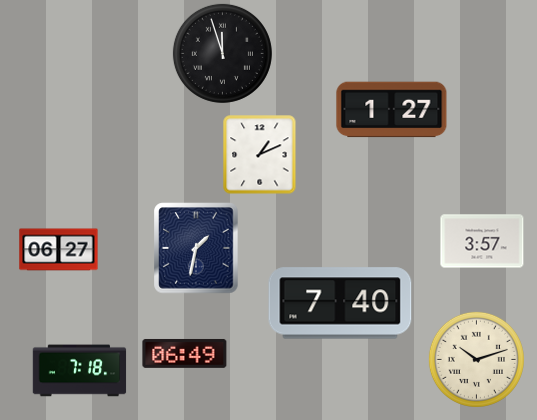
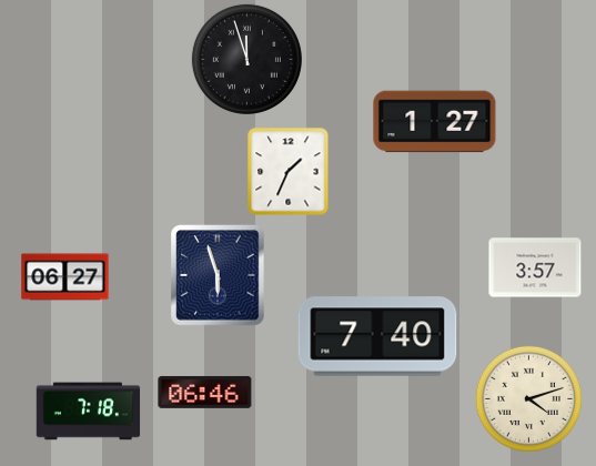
clock at (260, 155): 1:11 -> 1:34
clock at (196, 248): 1:32 -> 5:57
clock at (185, 353): 06:49 -> 06:46
clock at (476, 359): 10:12 -> 4:12
